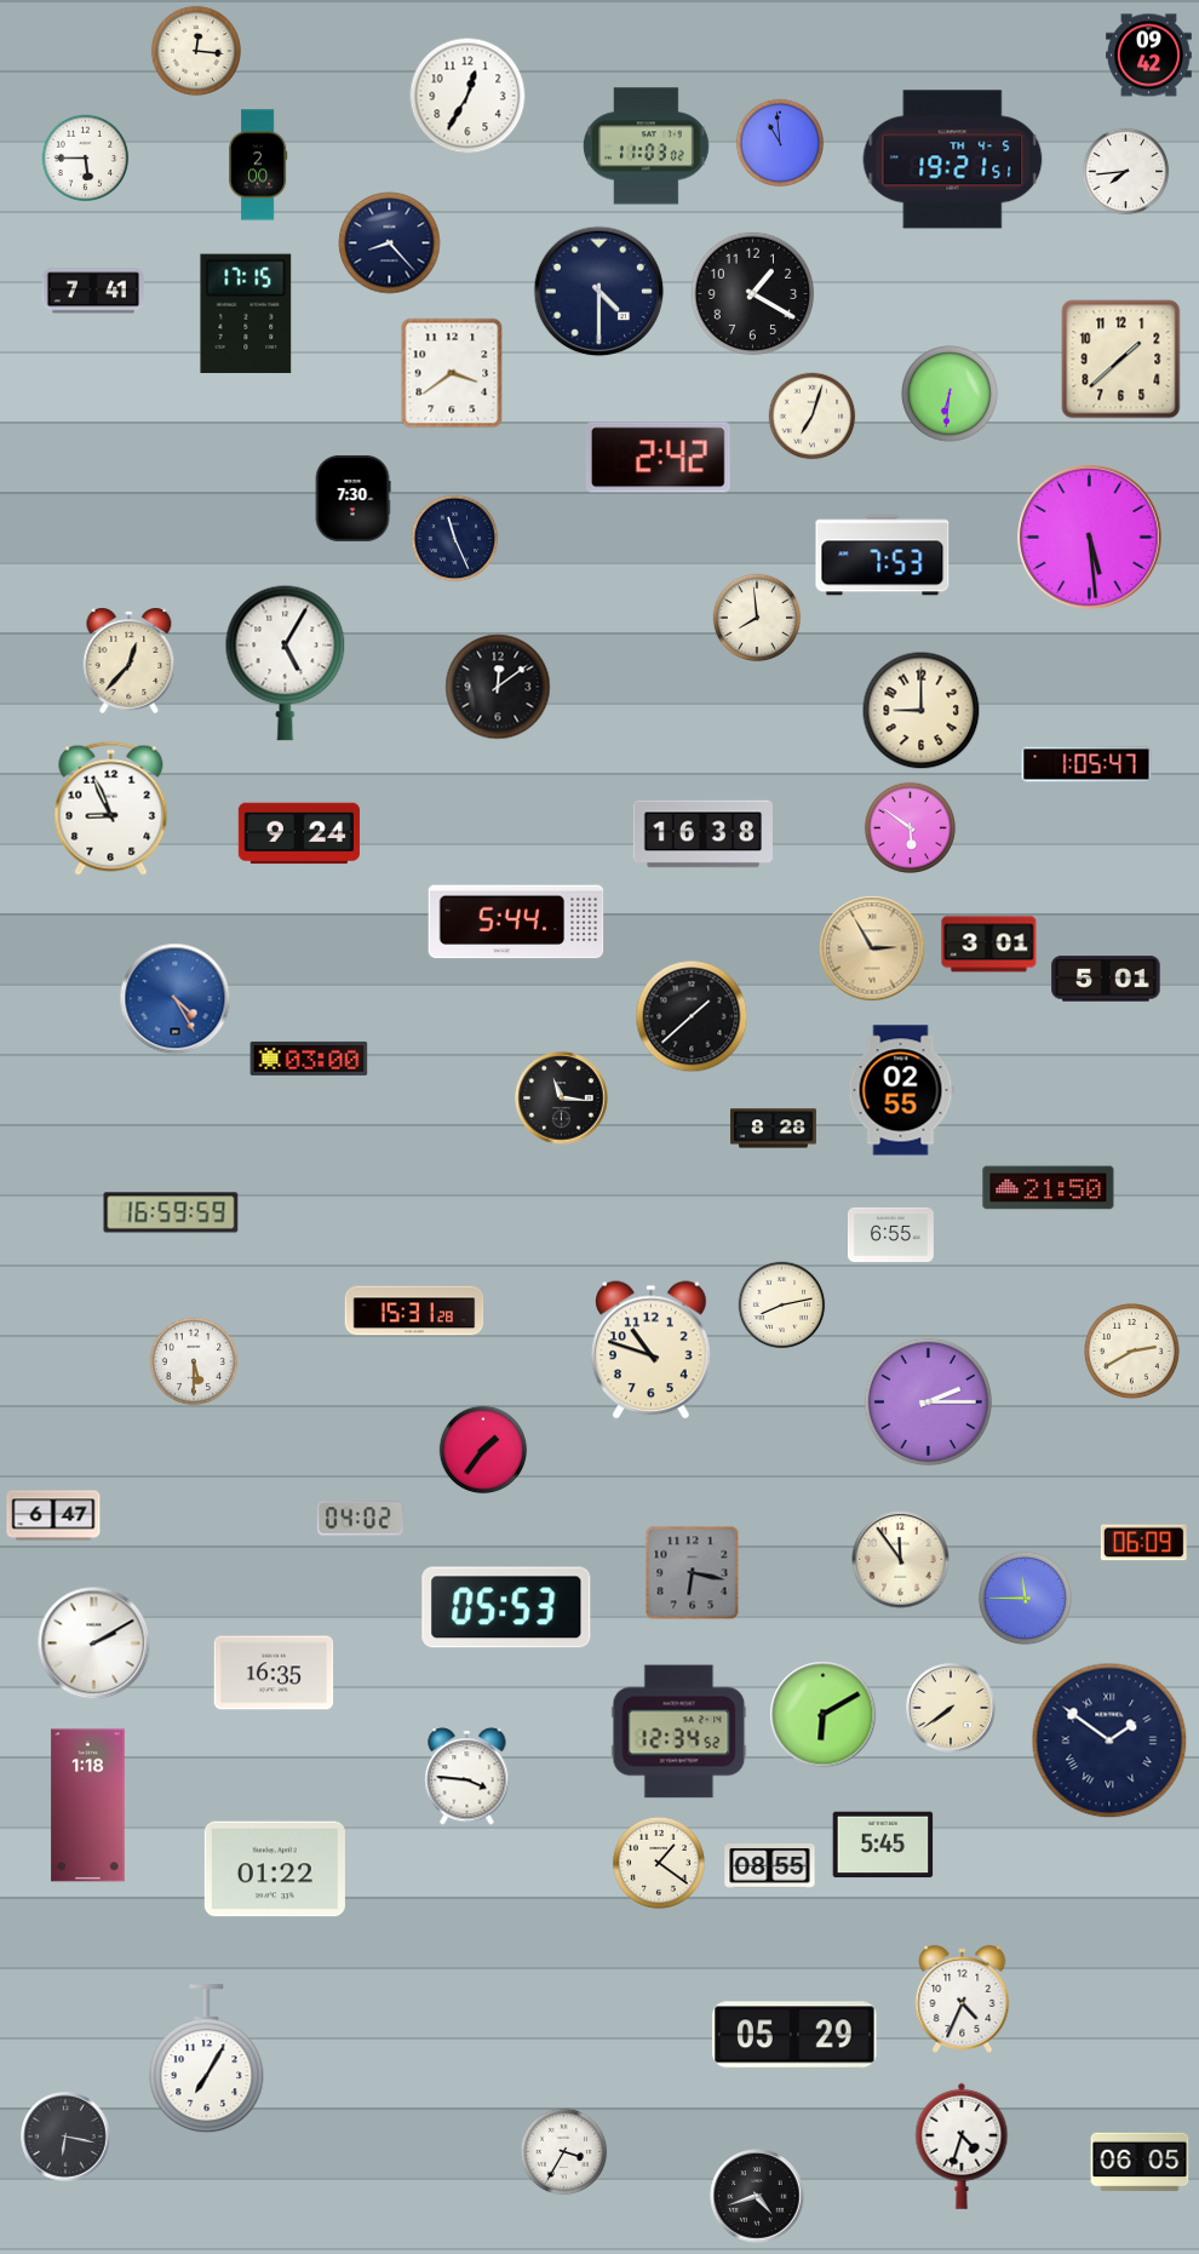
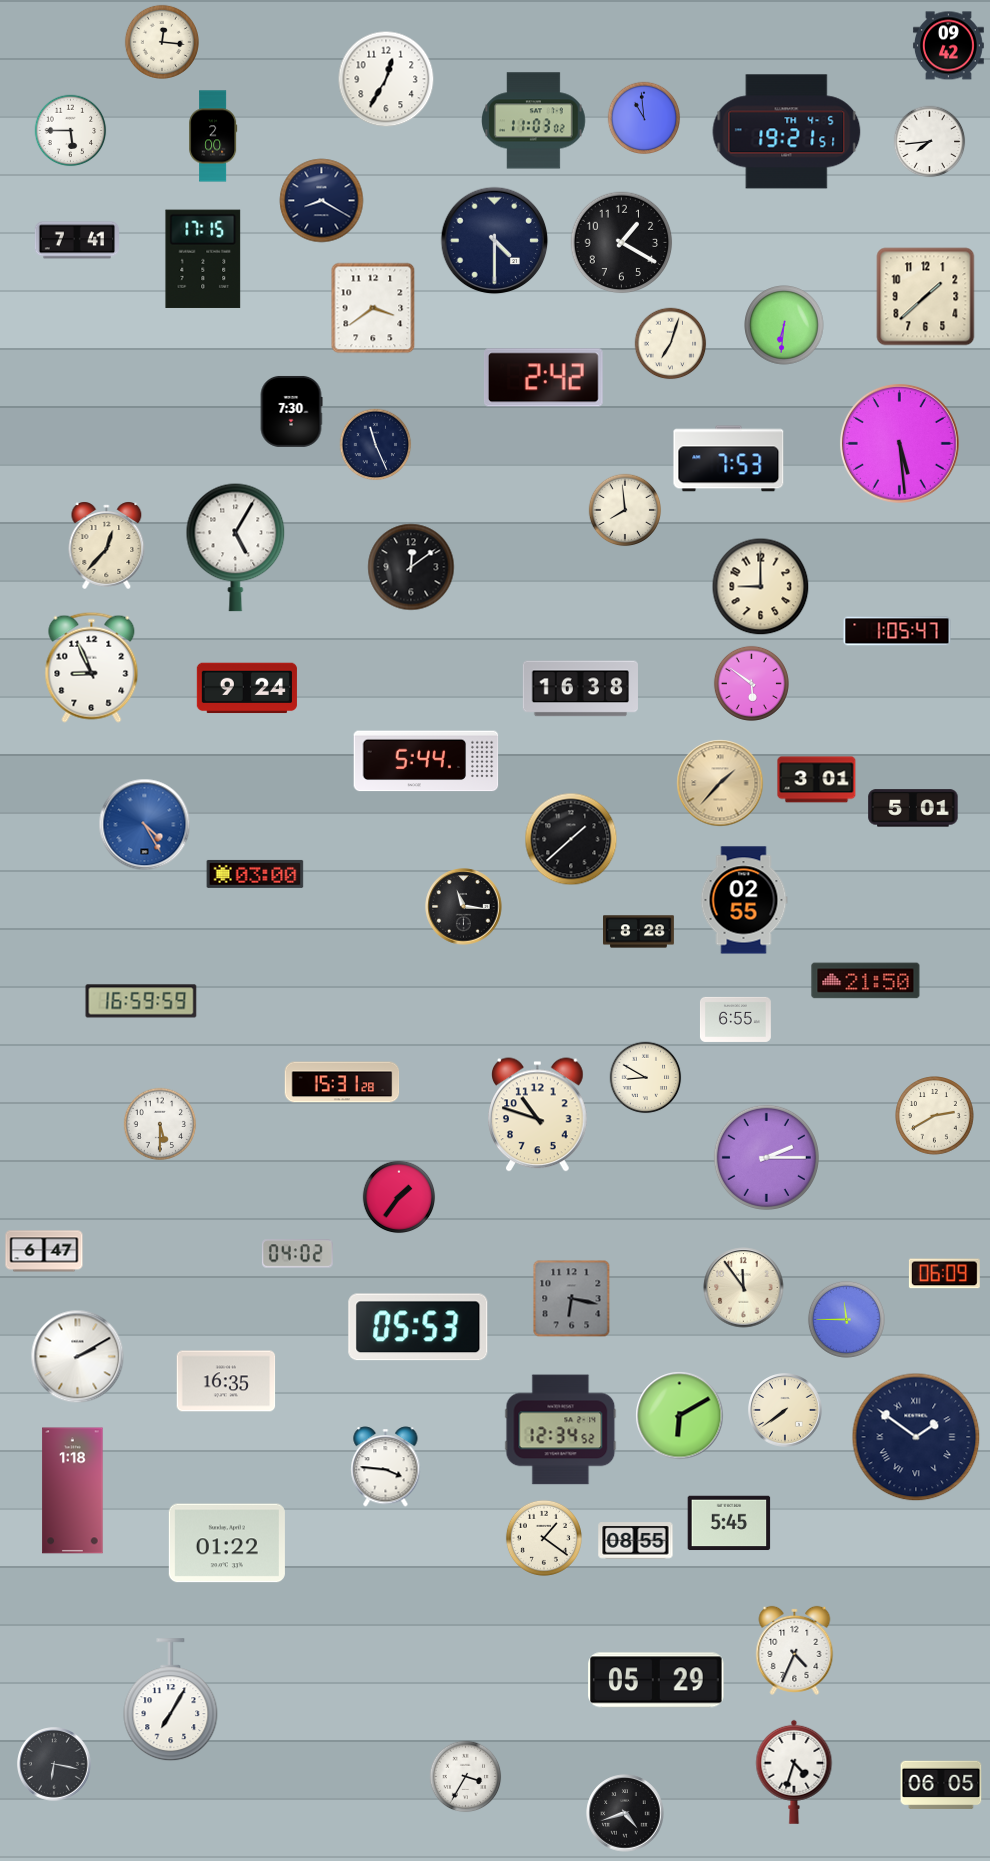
clock at (390, 243): 8:23 -> 8:20
clock at (872, 948): 2:55 -> 1:37
clock at (782, 1306): 8:13 -> 8:50
